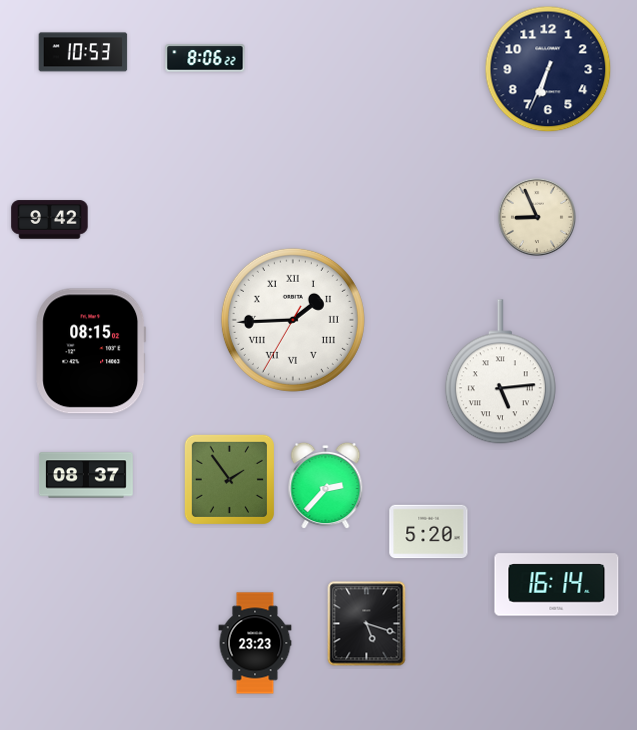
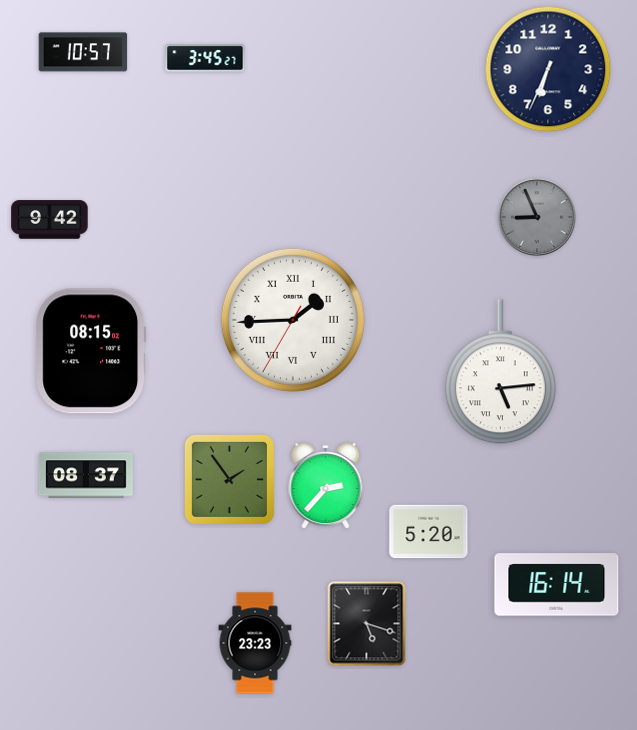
clock at (83, 52): 10:53 -> 10:57
clock at (205, 58): 8:06 -> 3:45
clock at (537, 217) dial: cream -> grey
